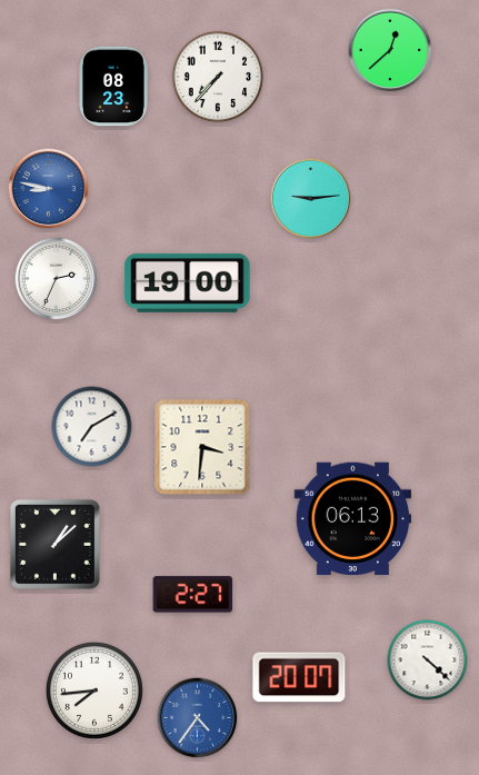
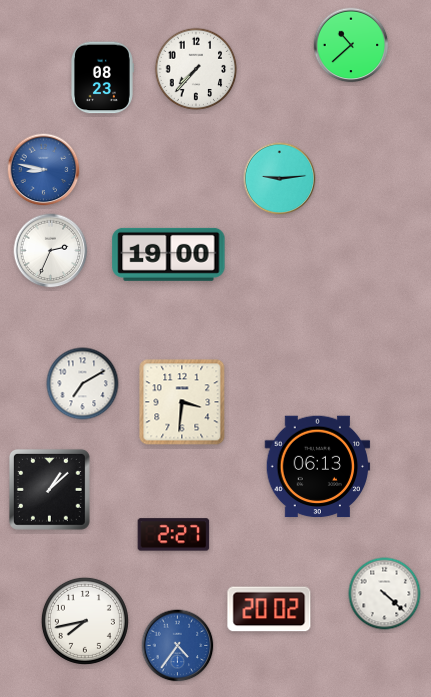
clock at (390, 50): 12:38 -> 10:38
clock at (299, 677): 20:07 -> 20:02
clock at (94, 690): 7:44 -> 7:43
